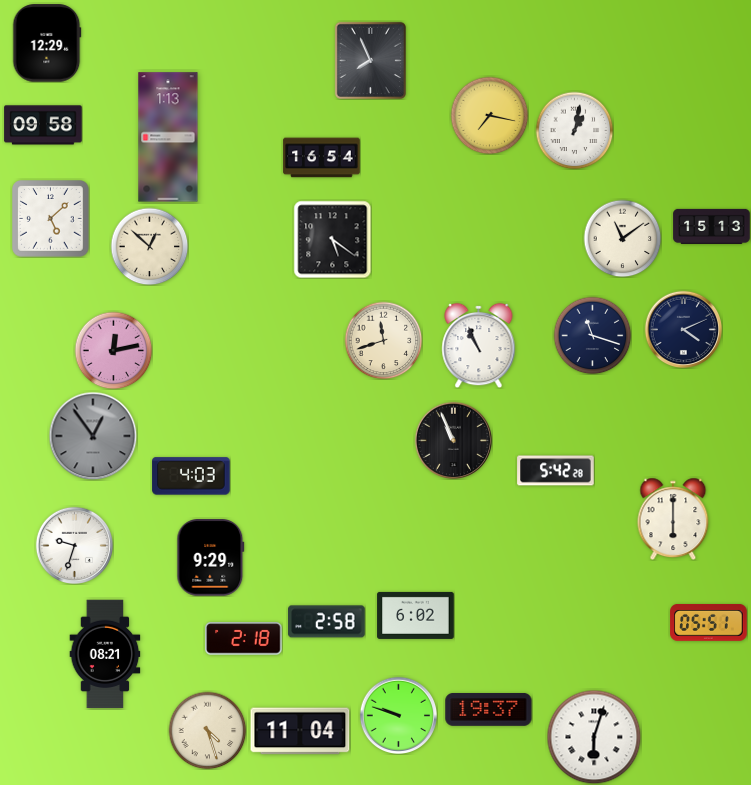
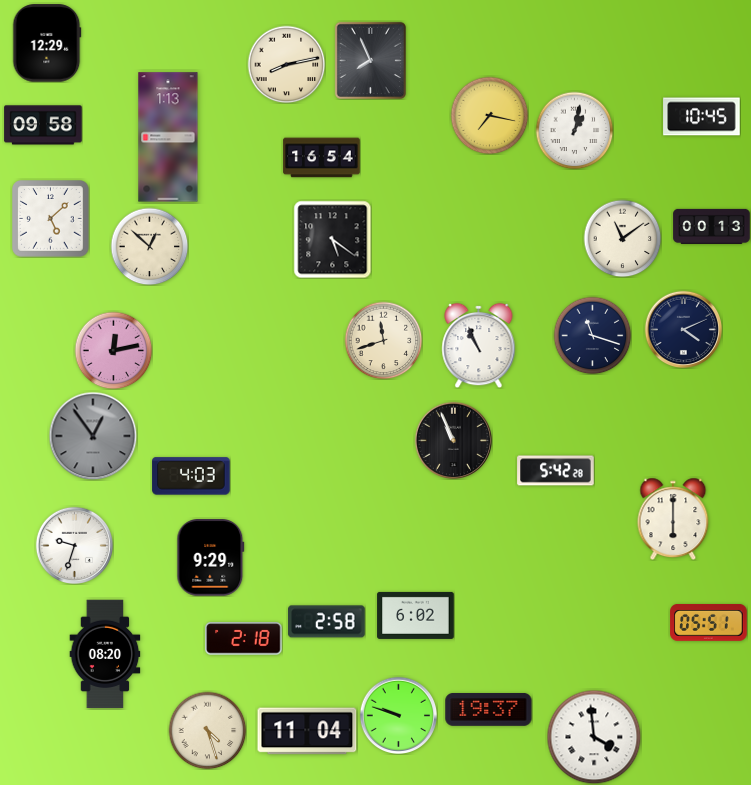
clock at (286, 64): none -> 8:13
clock at (702, 117): none -> 10:45
clock at (712, 226): 15:13 -> 00:13
clock at (105, 654): 08:21 -> 08:20
clock at (300, 731) position: (300, 731) -> (307, 731)
clock at (594, 737): 6:03 -> 3:59
